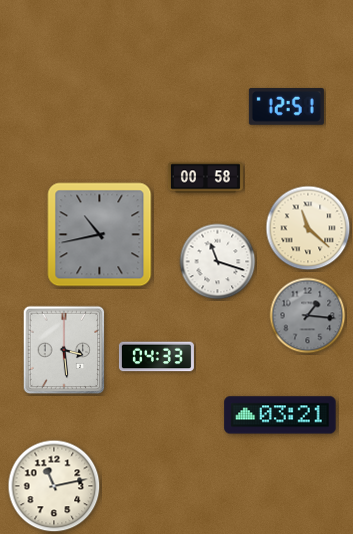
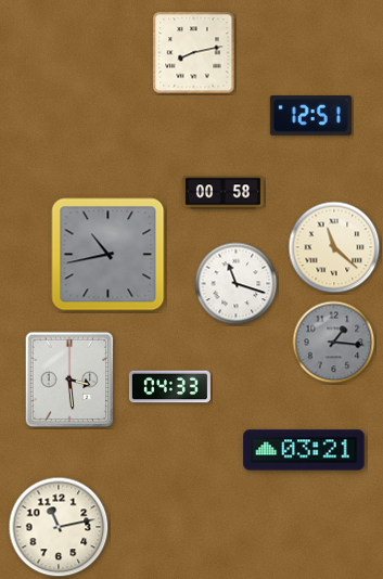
clock at (194, 53): none -> 8:13
